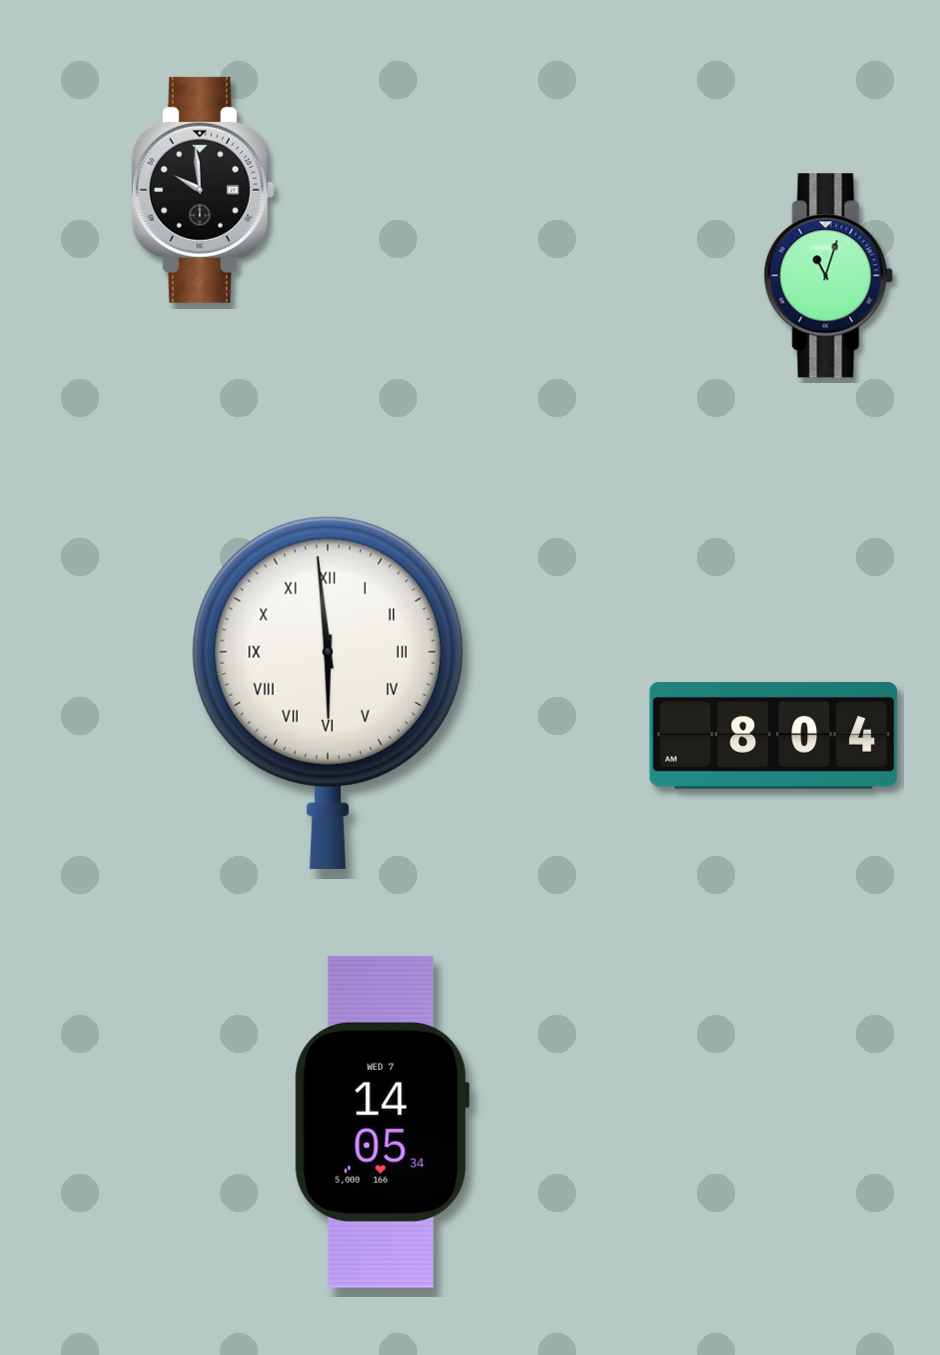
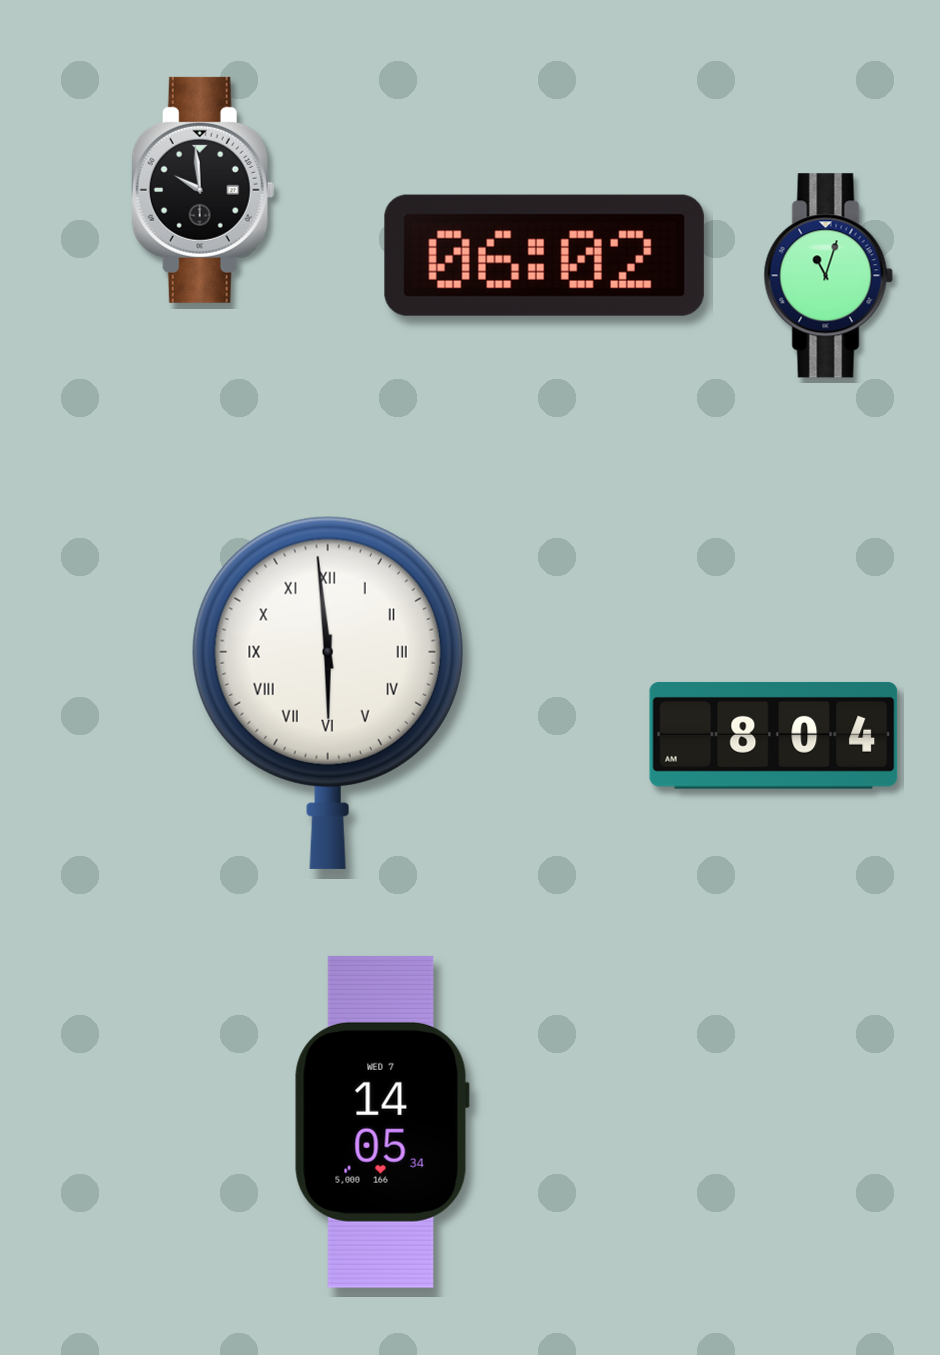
clock at (544, 255): none -> 06:02
